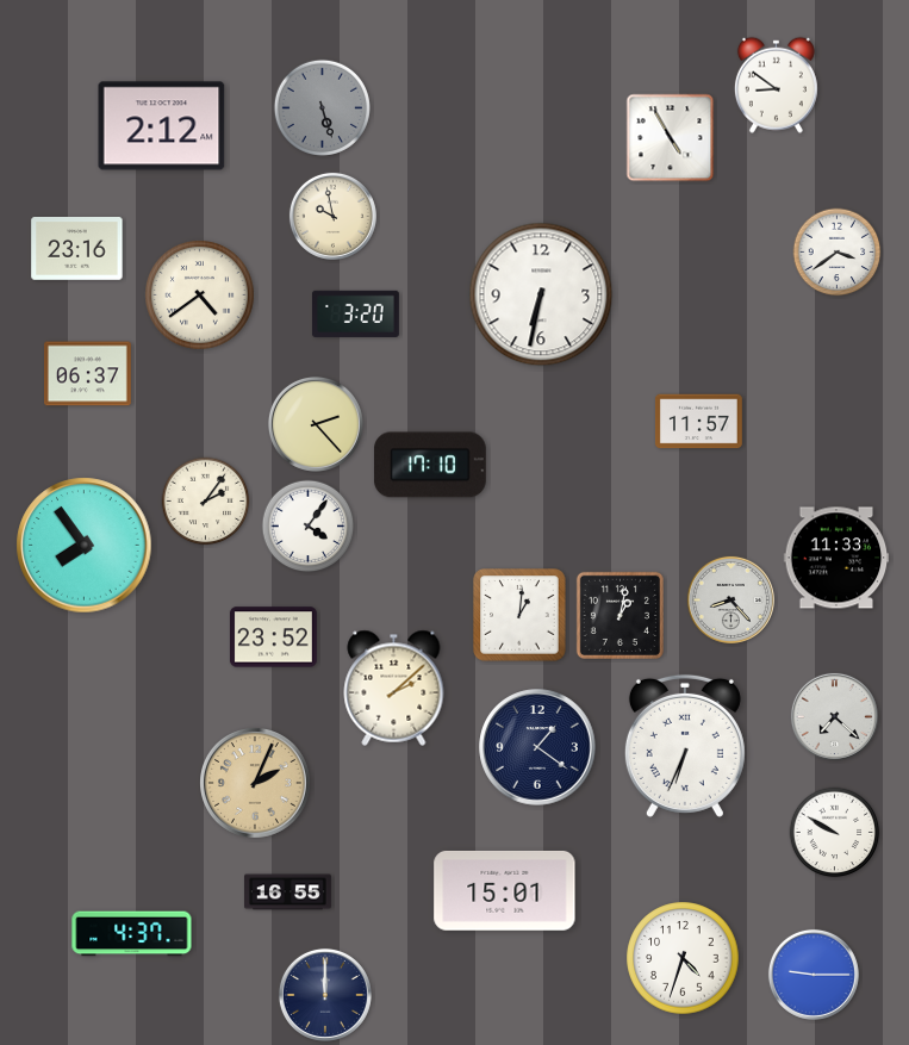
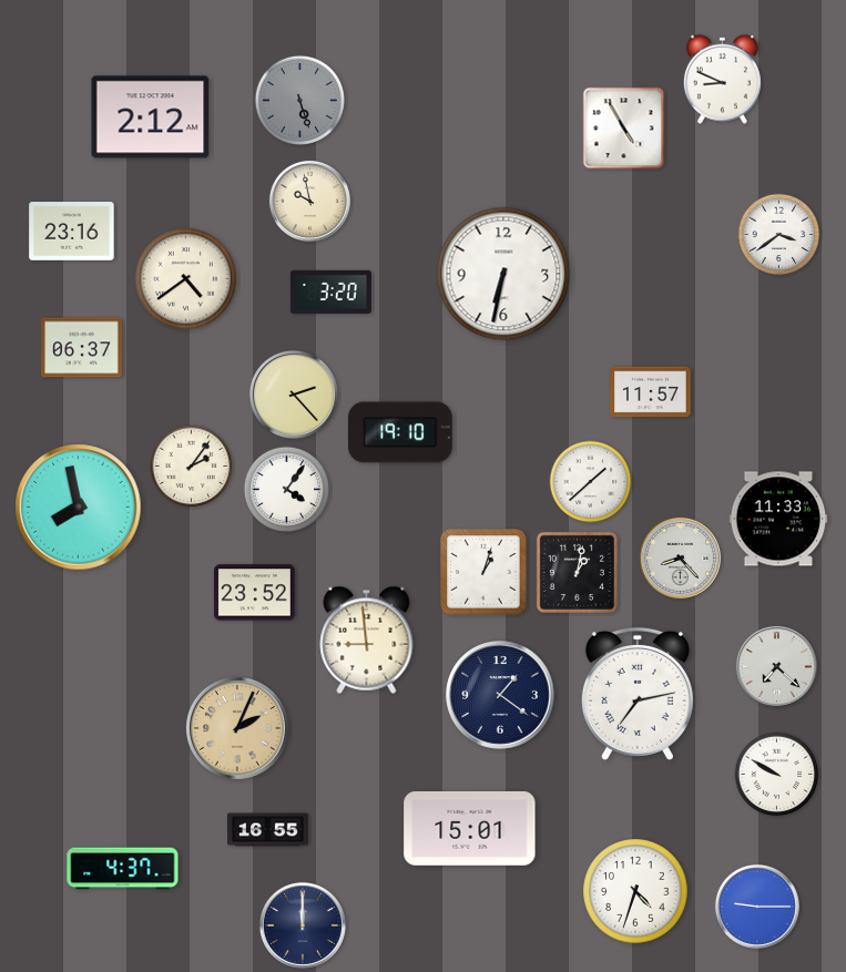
clock at (776, 85): 8:51 -> 8:49
clock at (200, 296) position: (200, 296) -> (186, 279)
clock at (430, 465): 17:10 -> 19:10
clock at (591, 482): none -> 1:38
clock at (85, 546): 7:54 -> 7:58
clock at (519, 615): 1:01 -> 1:03
clock at (394, 688): 2:08 -> 8:59
clock at (685, 746): 6:34 -> 7:13
